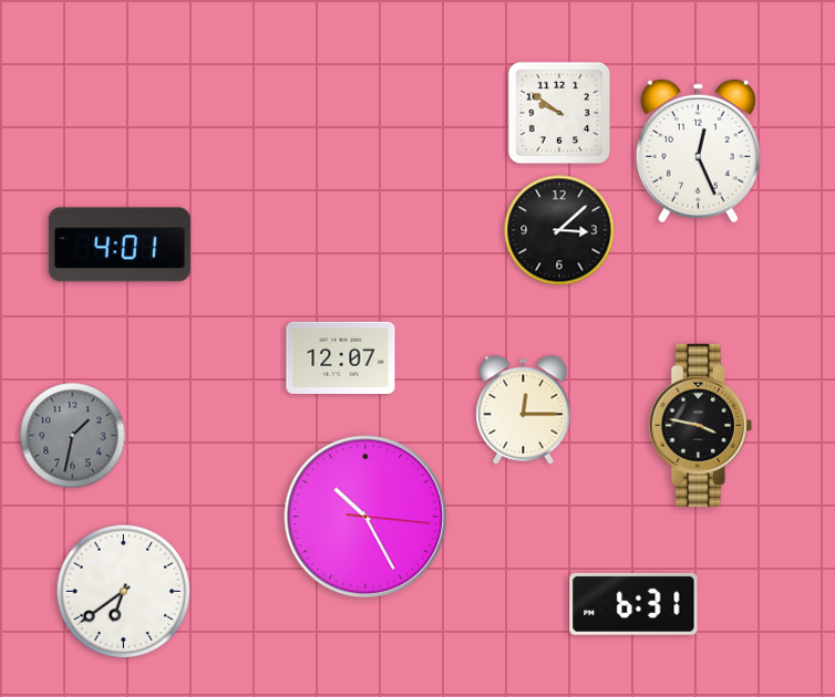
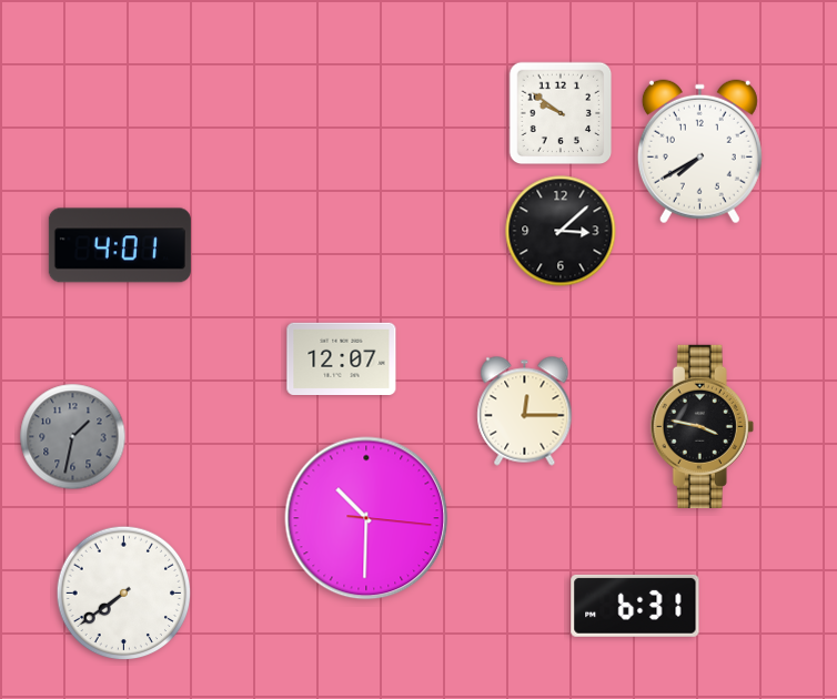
clock at (698, 152): 12:26 -> 7:40
clock at (365, 517): 10:25 -> 10:30
clock at (124, 592): 6:39 -> 7:39
